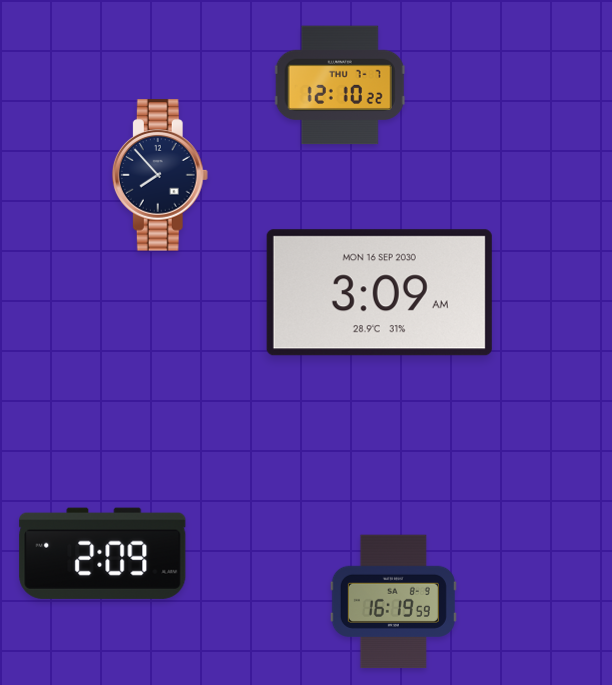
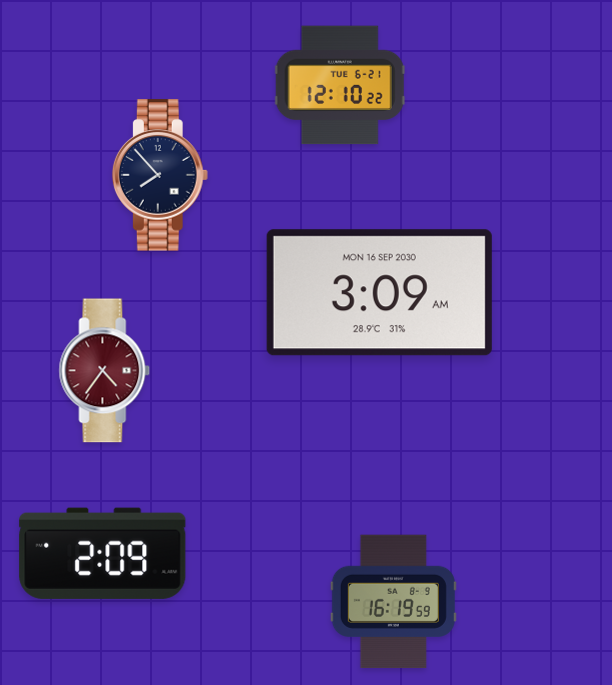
clock at (340, 85) date: THU 7-7 -> TUE 6-21
clock at (105, 371): none -> 4:36
